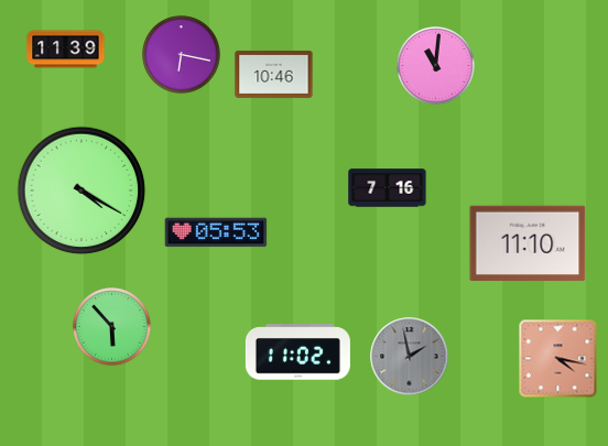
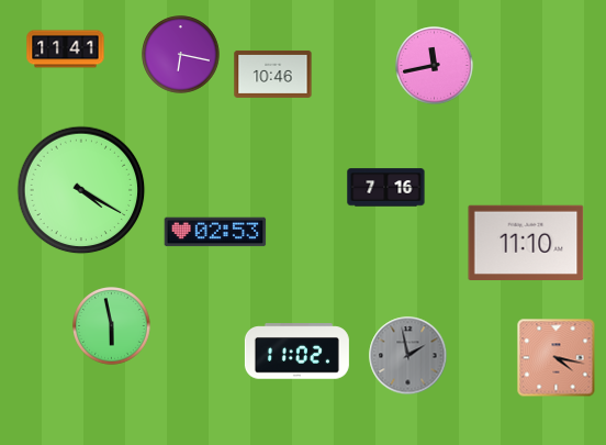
clock at (66, 50): 11:39 -> 11:41
clock at (436, 66): 11:01 -> 11:43
clock at (216, 232): 05:53 -> 02:53
clock at (112, 327): 5:53 -> 5:58
